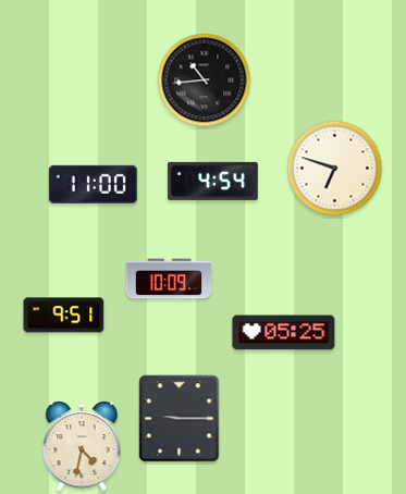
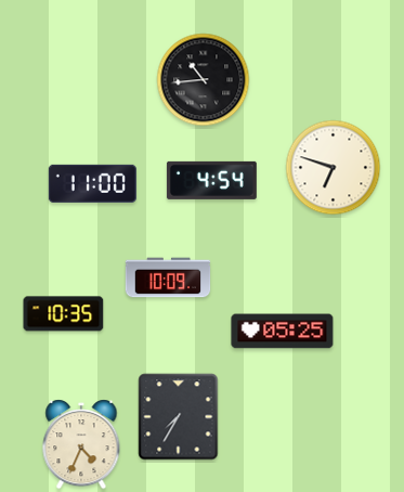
clock at (64, 316): 9:51 -> 10:35
clock at (180, 419): 9:15 -> 7:35
clock at (82, 446): 4:32 -> 4:34
